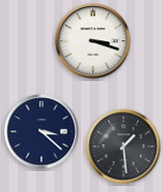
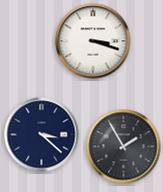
clock at (42, 132) position: (42, 132) -> (42, 135)
clock at (124, 147): 1:29 -> 1:55
